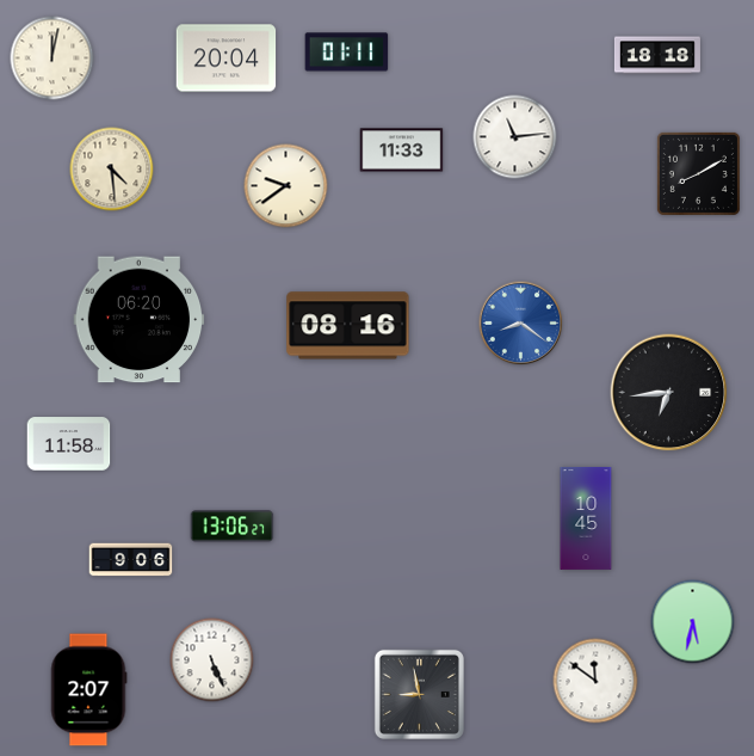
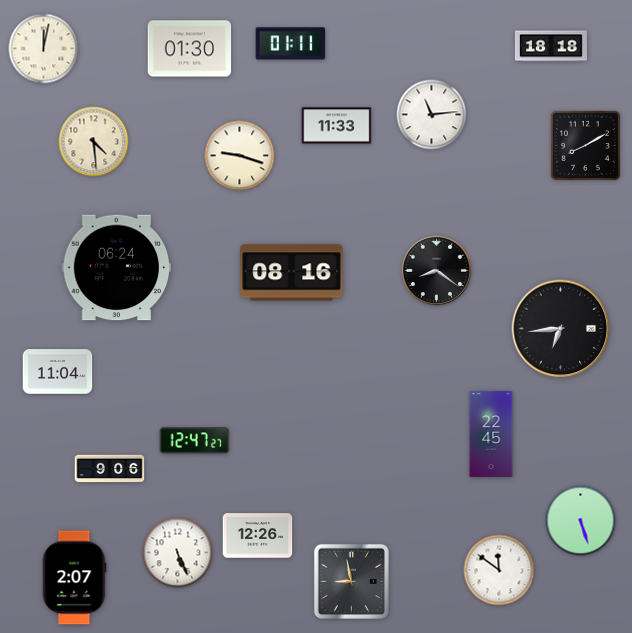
clock at (227, 59): 20:04 -> 01:30
clock at (286, 186): 9:39 -> 9:18
clock at (140, 320): 06:20 -> 06:24
clock at (521, 324) dial: blue -> black
clock at (69, 444): 11:58 -> 11:04
clock at (586, 518): 10:45 -> 22:45
clock at (233, 527): 13:06 -> 12:47
clock at (693, 622): 5:32 -> 5:27
clock at (258, 536): none -> 12:26
